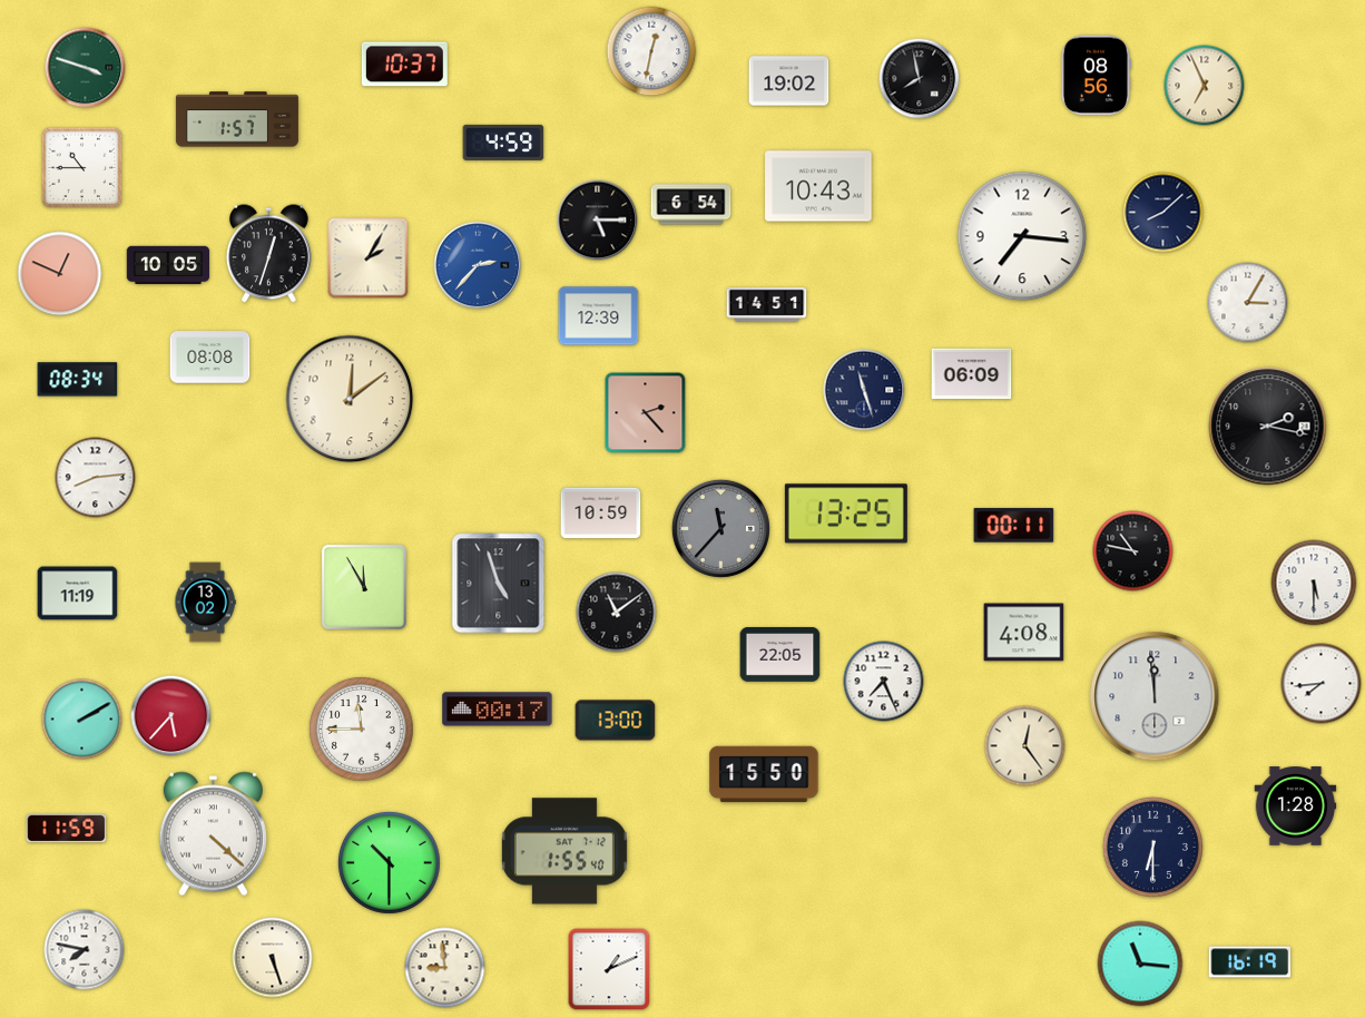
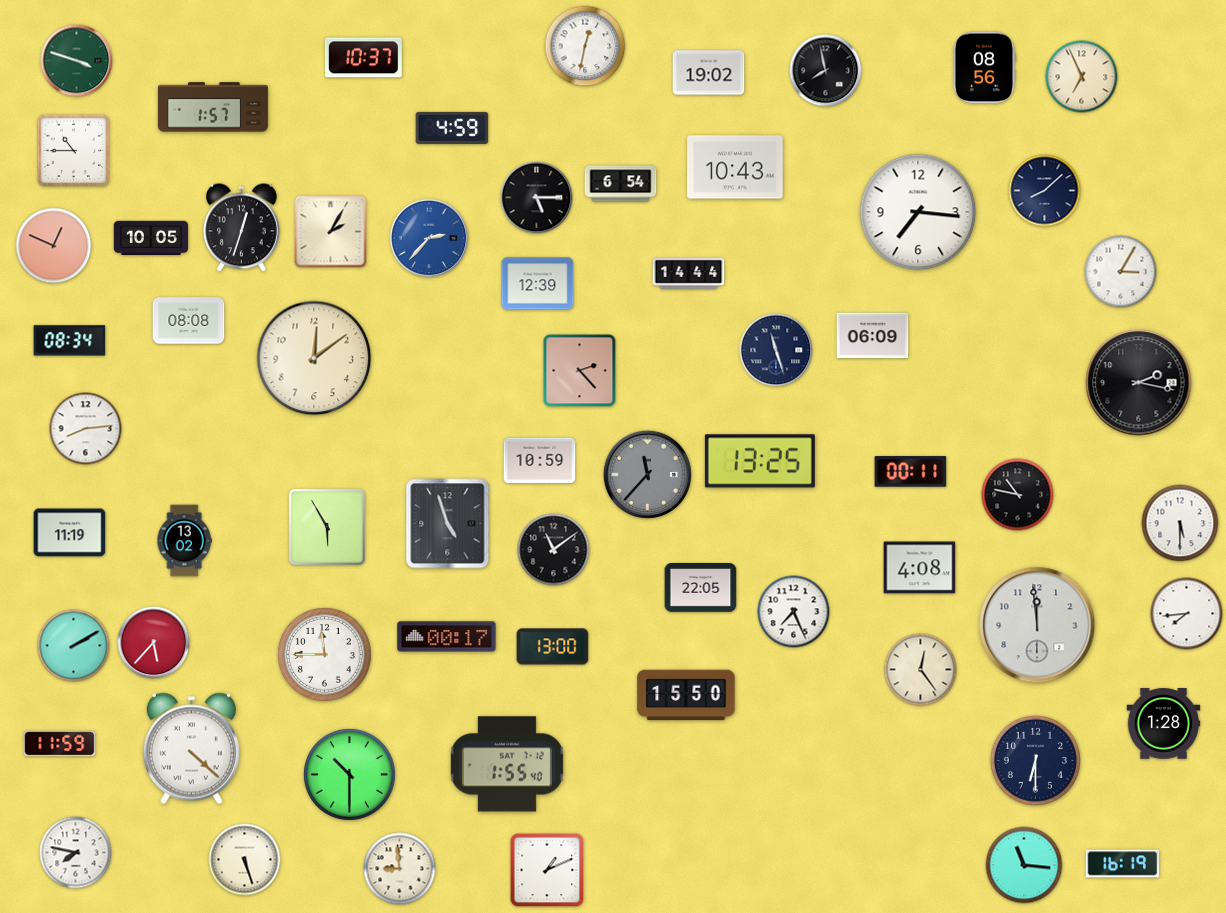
clock at (767, 304): 14:51 -> 14:44
clock at (364, 587): 11:55 -> 5:55
